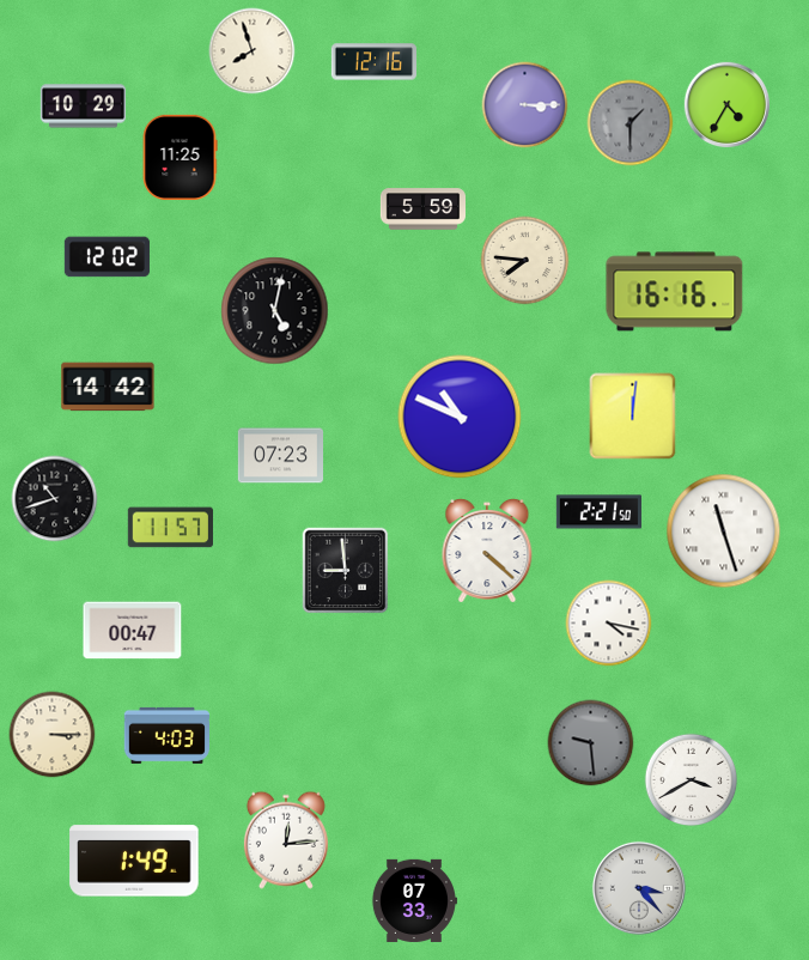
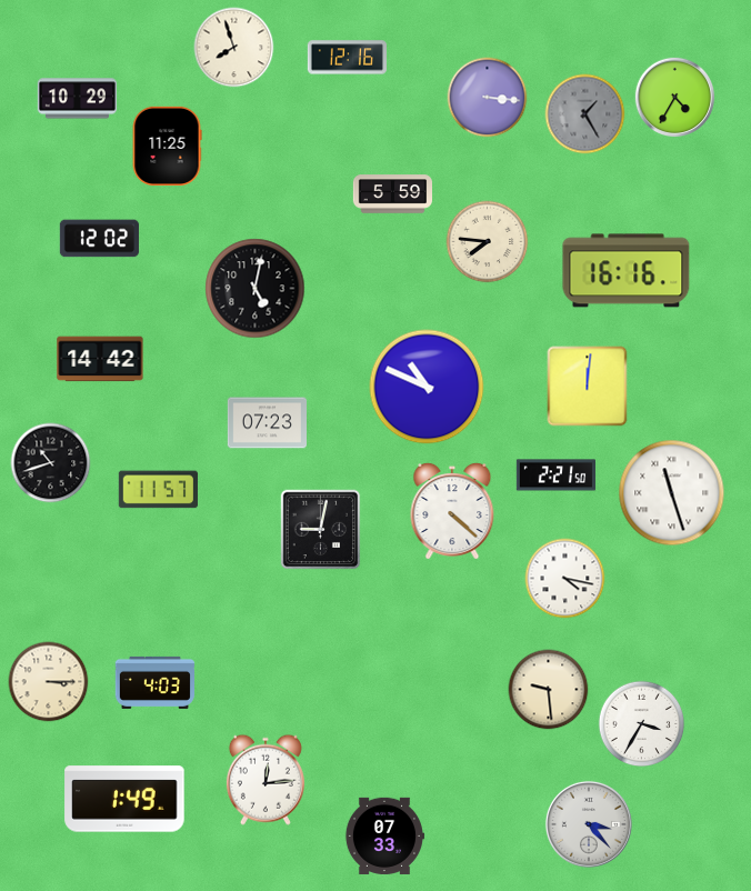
clock at (525, 105): 3:15 -> 3:16
clock at (631, 123): 1:30 -> 1:25
clock at (280, 456) position: (280, 456) -> (267, 423)
clock at (346, 571): 8:59 -> 9:02
clock at (133, 631): 00:47 -> none
clock at (591, 743) dial: grey -> cream
clock at (692, 780): 3:40 -> 3:35
clock at (639, 888) position: (639, 888) -> (589, 824)
